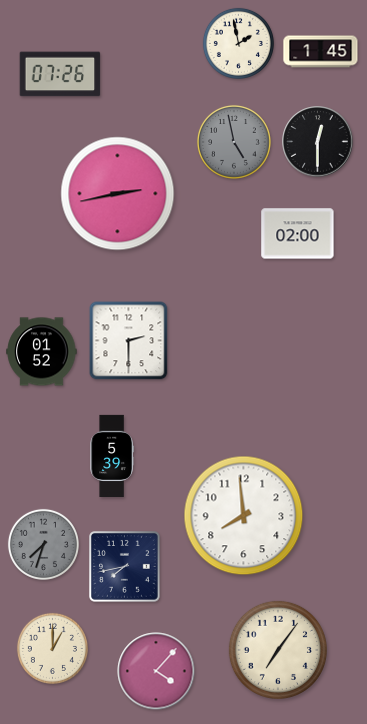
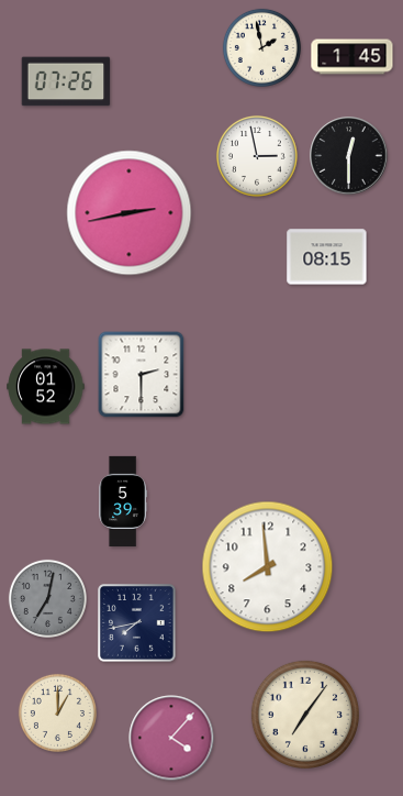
clock at (234, 142): 4:58 -> 2:58
clock at (234, 142) dial: grey -> white
clock at (298, 234): 02:00 -> 08:15
clock at (43, 544): 7:33 -> 7:02
